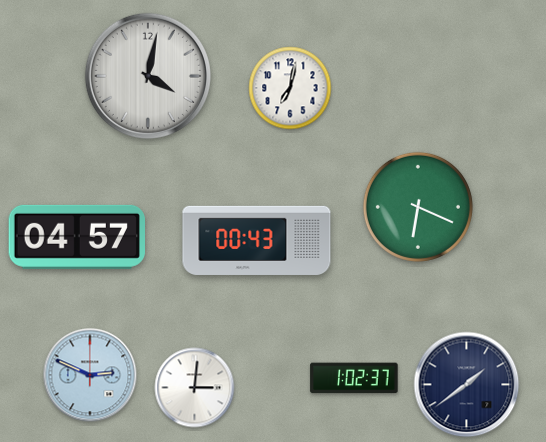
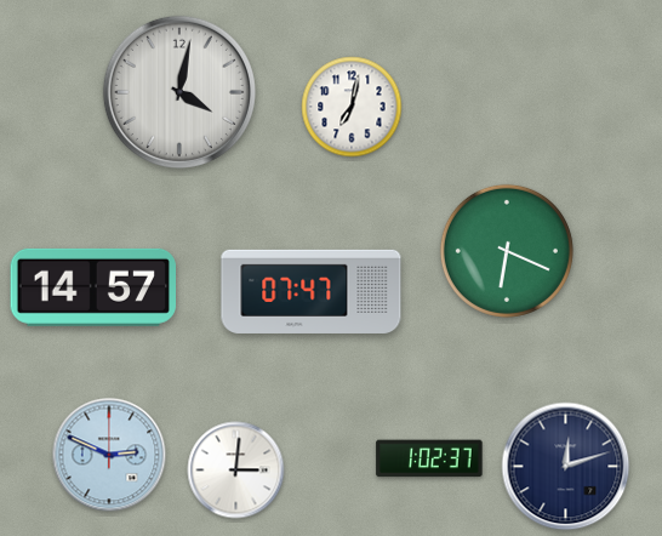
clock at (76, 237): 04:57 -> 14:57
clock at (257, 240): 00:43 -> 07:47
clock at (467, 385): 1:39 -> 12:12
